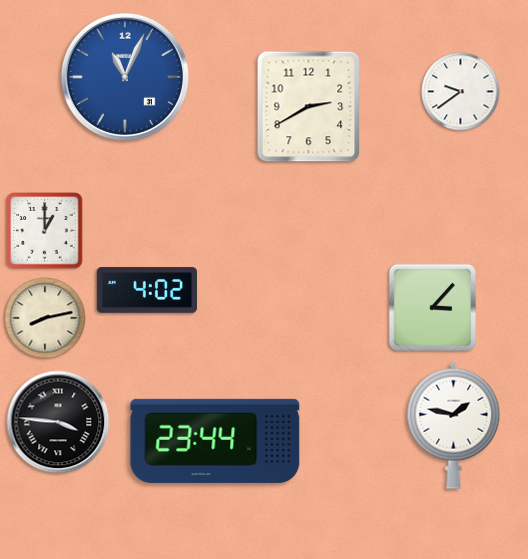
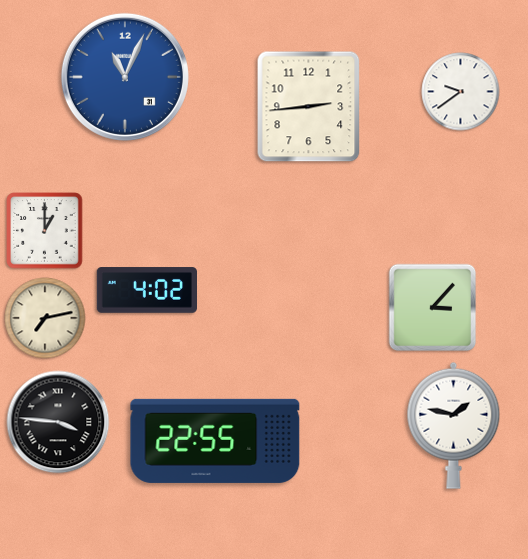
clock at (309, 107): 2:40 -> 2:44
clock at (45, 318): 8:13 -> 7:13
clock at (215, 441): 23:44 -> 22:55
